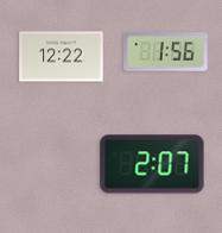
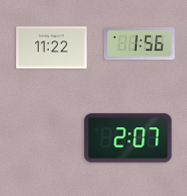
clock at (62, 57): 12:22 -> 11:22
